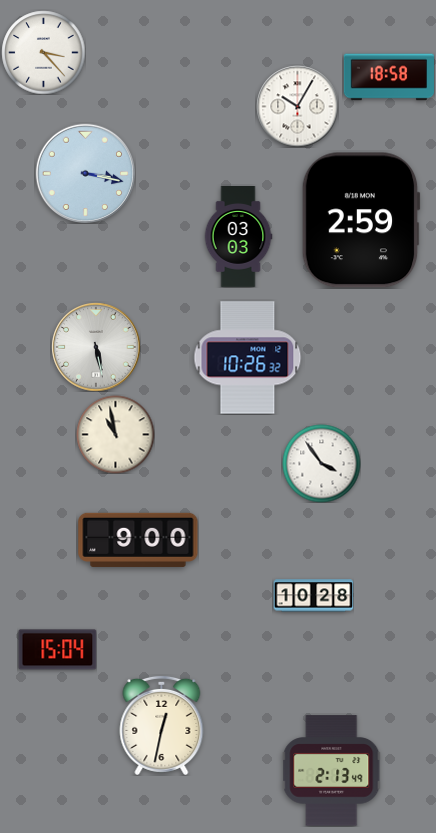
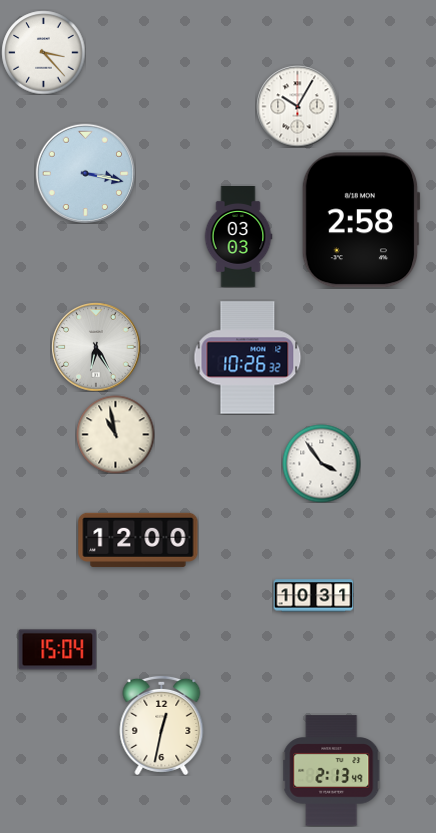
clock at (388, 77): 18:58 -> none
clock at (361, 220): 2:59 -> 2:58
clock at (96, 347): 5:28 -> 6:25
clock at (138, 540): 9:00 -> 12:00
clock at (313, 596): 10:28 -> 10:31
